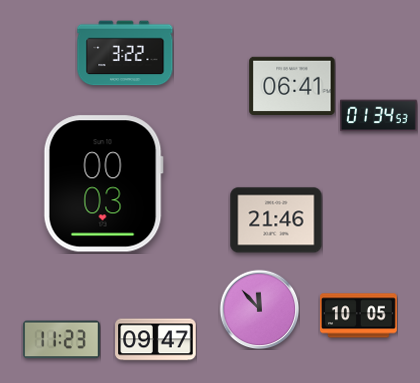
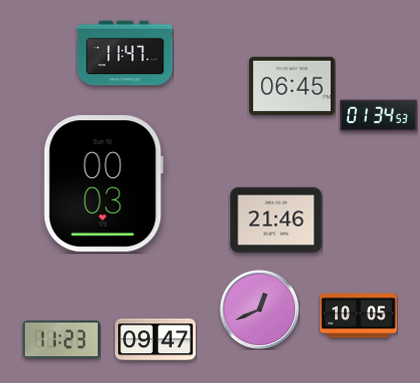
clock at (125, 53): 3:22 -> 11:47
clock at (292, 85): 06:41 -> 06:45
clock at (259, 309): 11:53 -> 12:41
